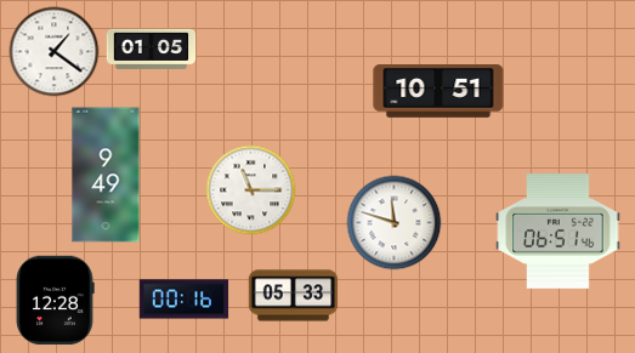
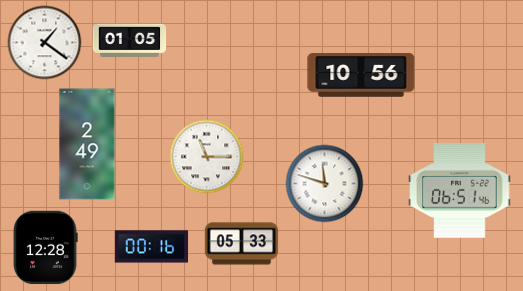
clock at (152, 49) position: (152, 49) -> (130, 40)
clock at (438, 91): 10:51 -> 10:56
clock at (106, 175): 9:49 -> 2:49
